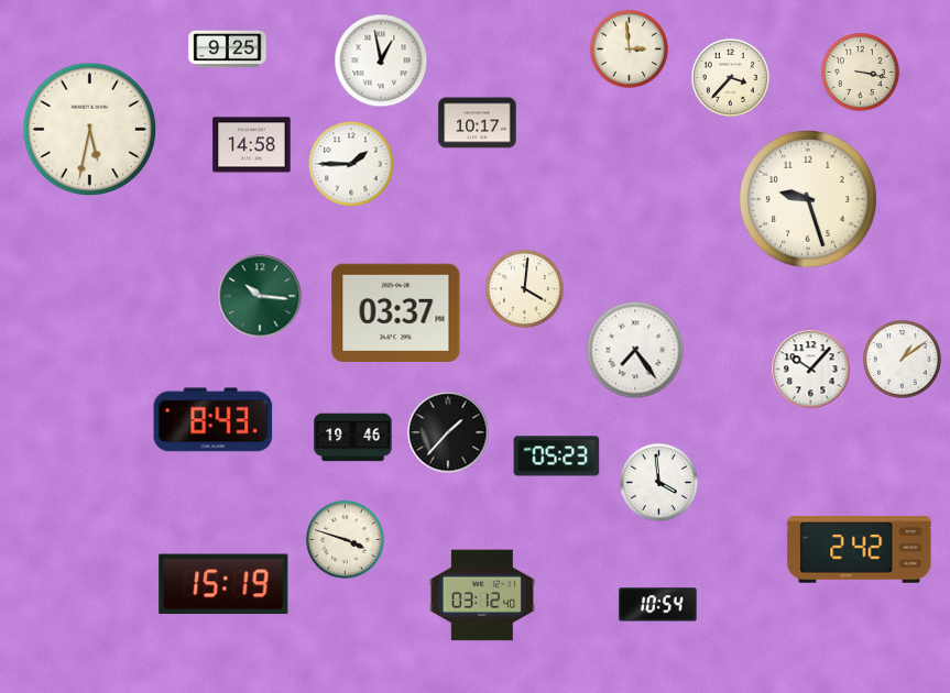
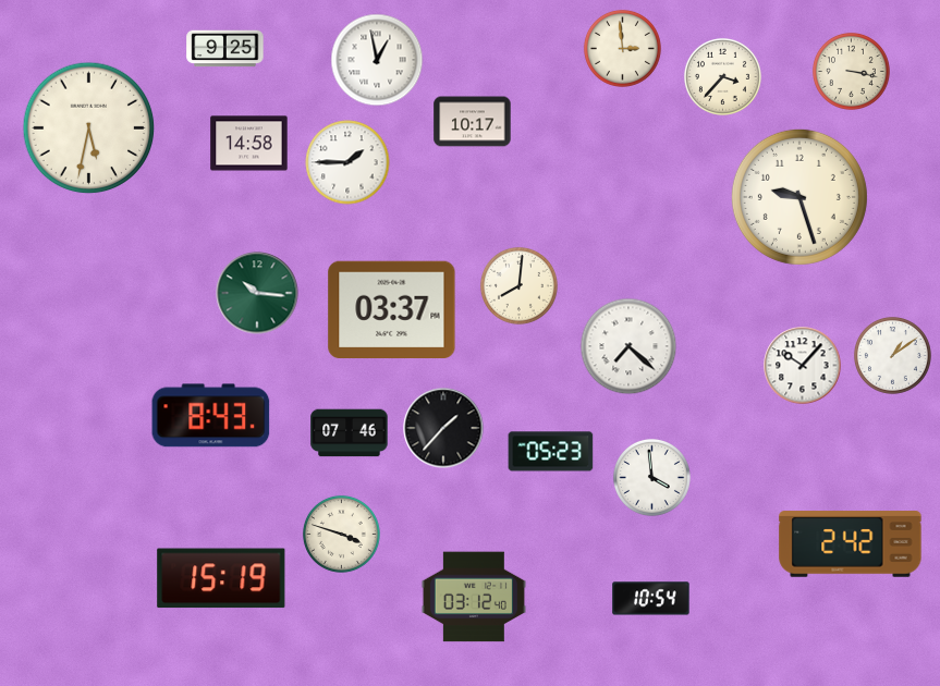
clock at (524, 288): 4:01 -> 8:01
clock at (635, 350): 7:24 -> 7:22
clock at (353, 438): 19:46 -> 07:46
clock at (482, 595) position: (482, 595) -> (474, 597)
